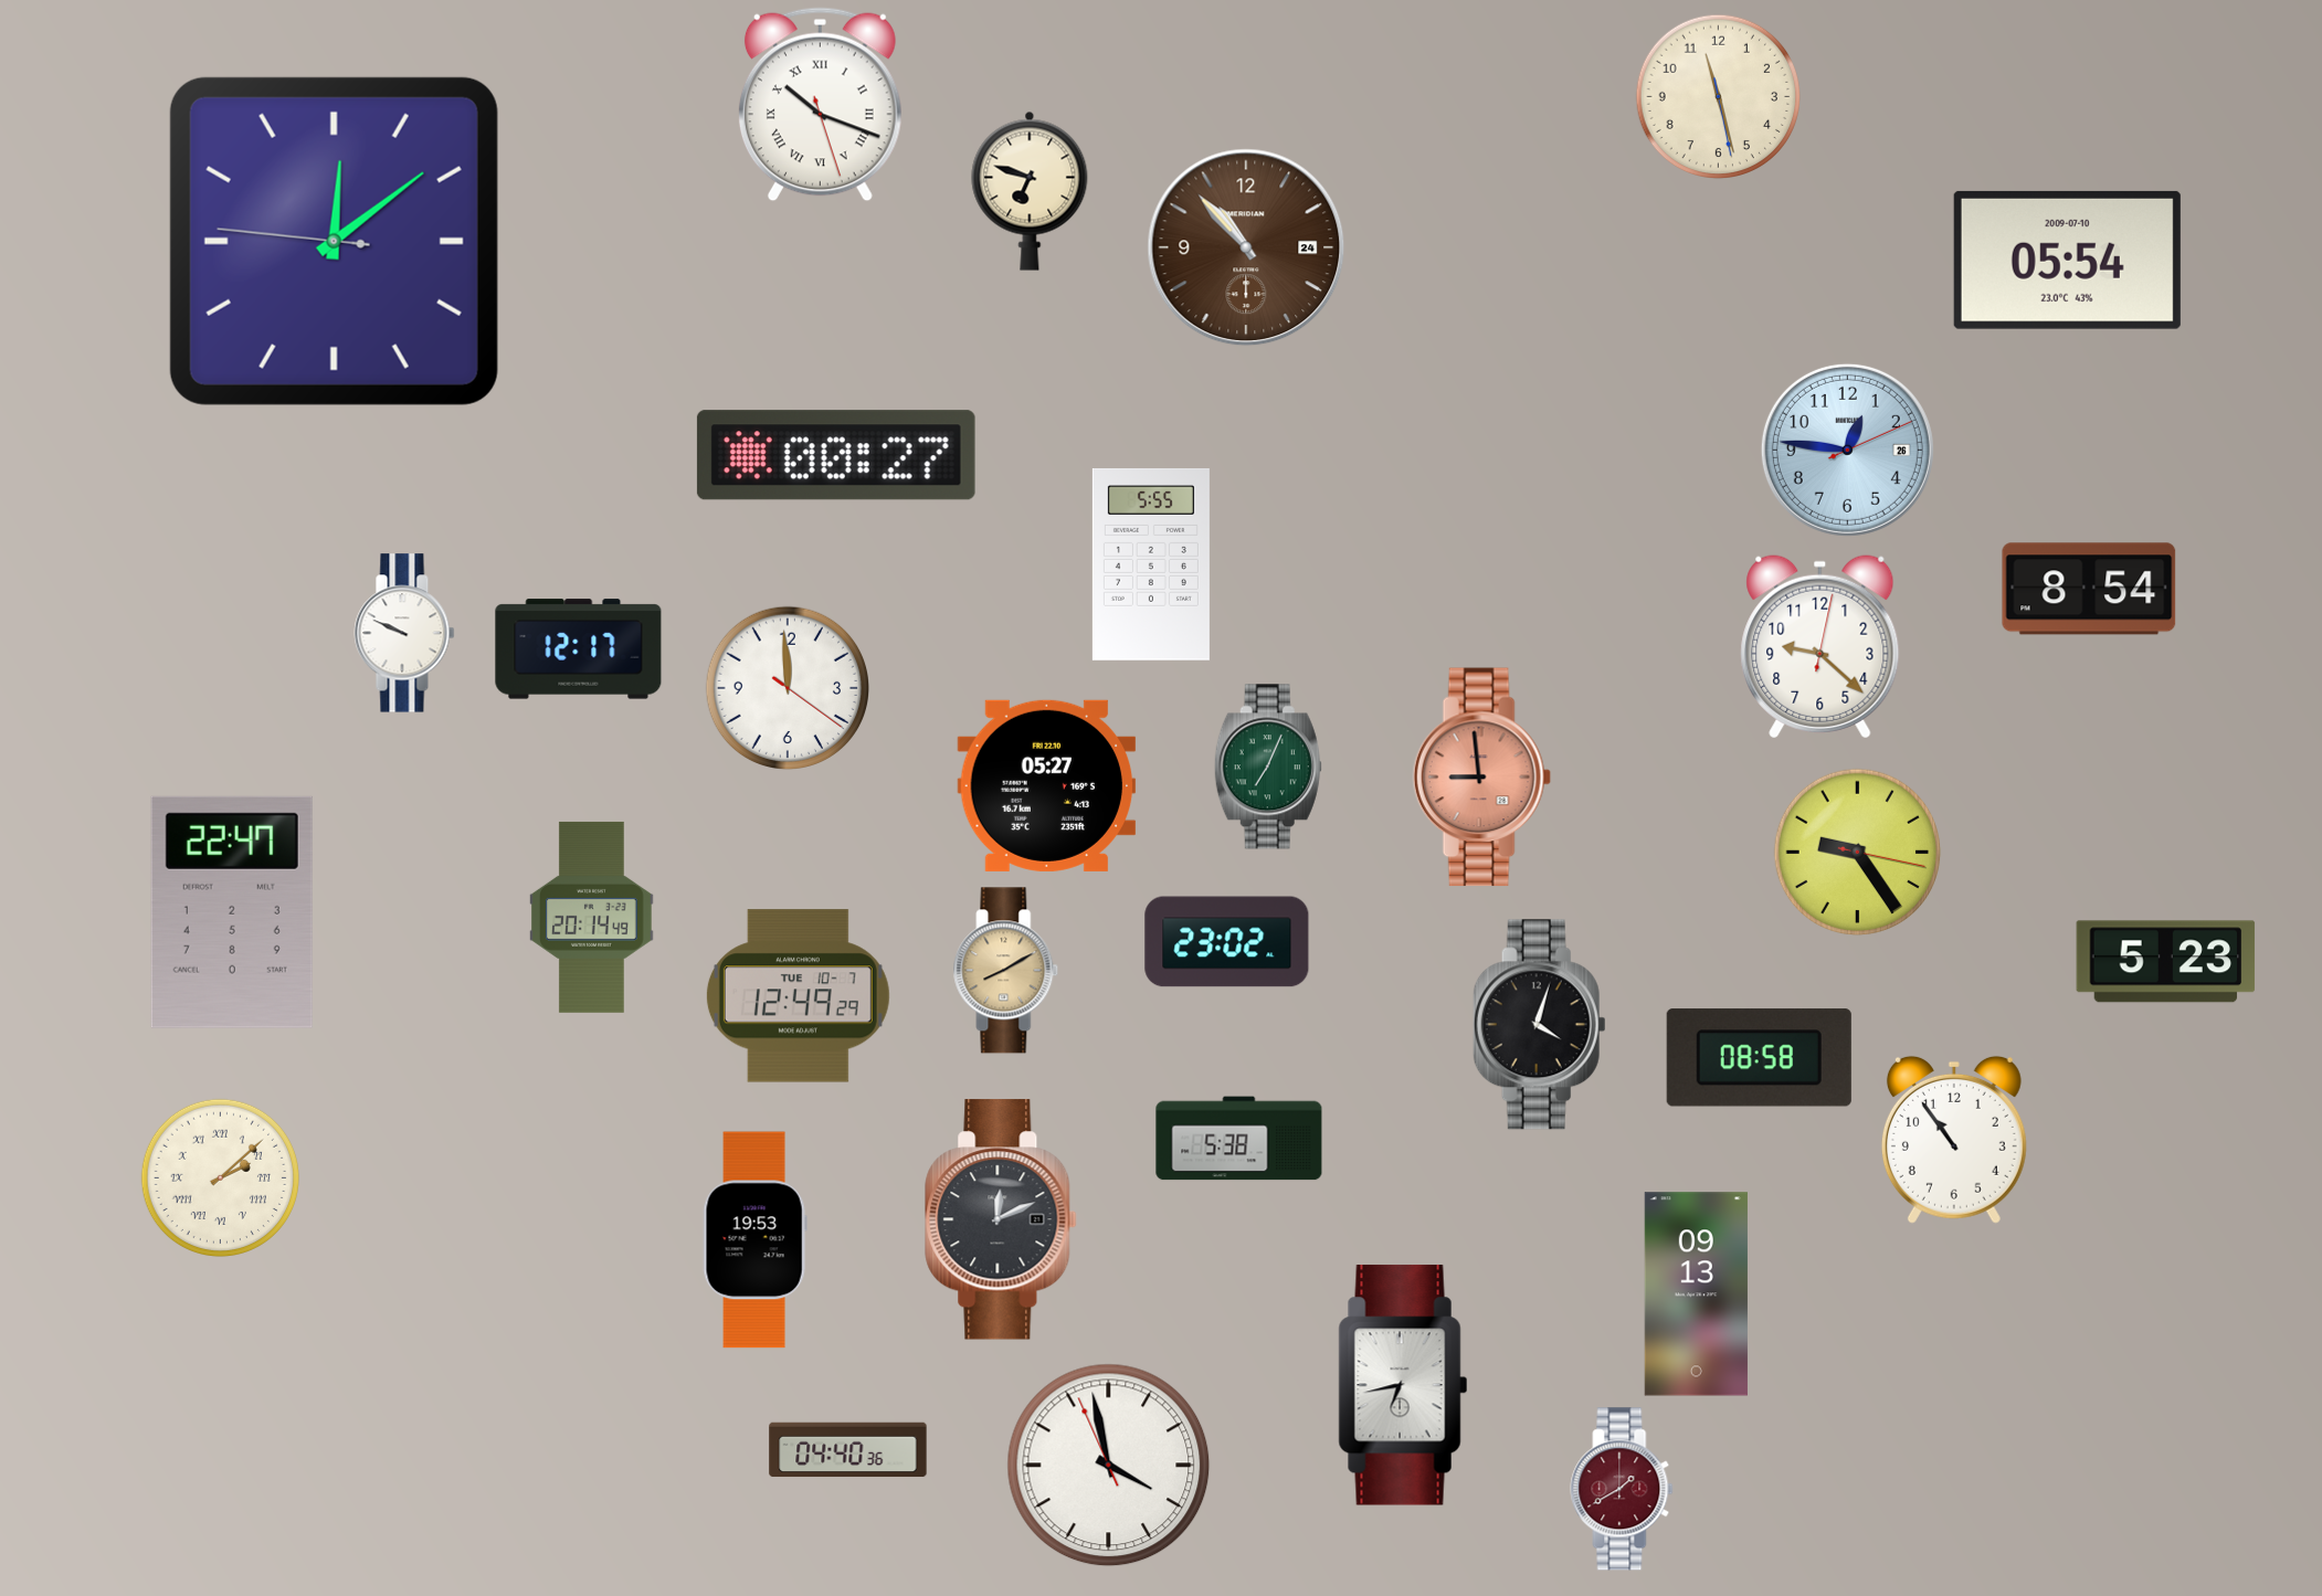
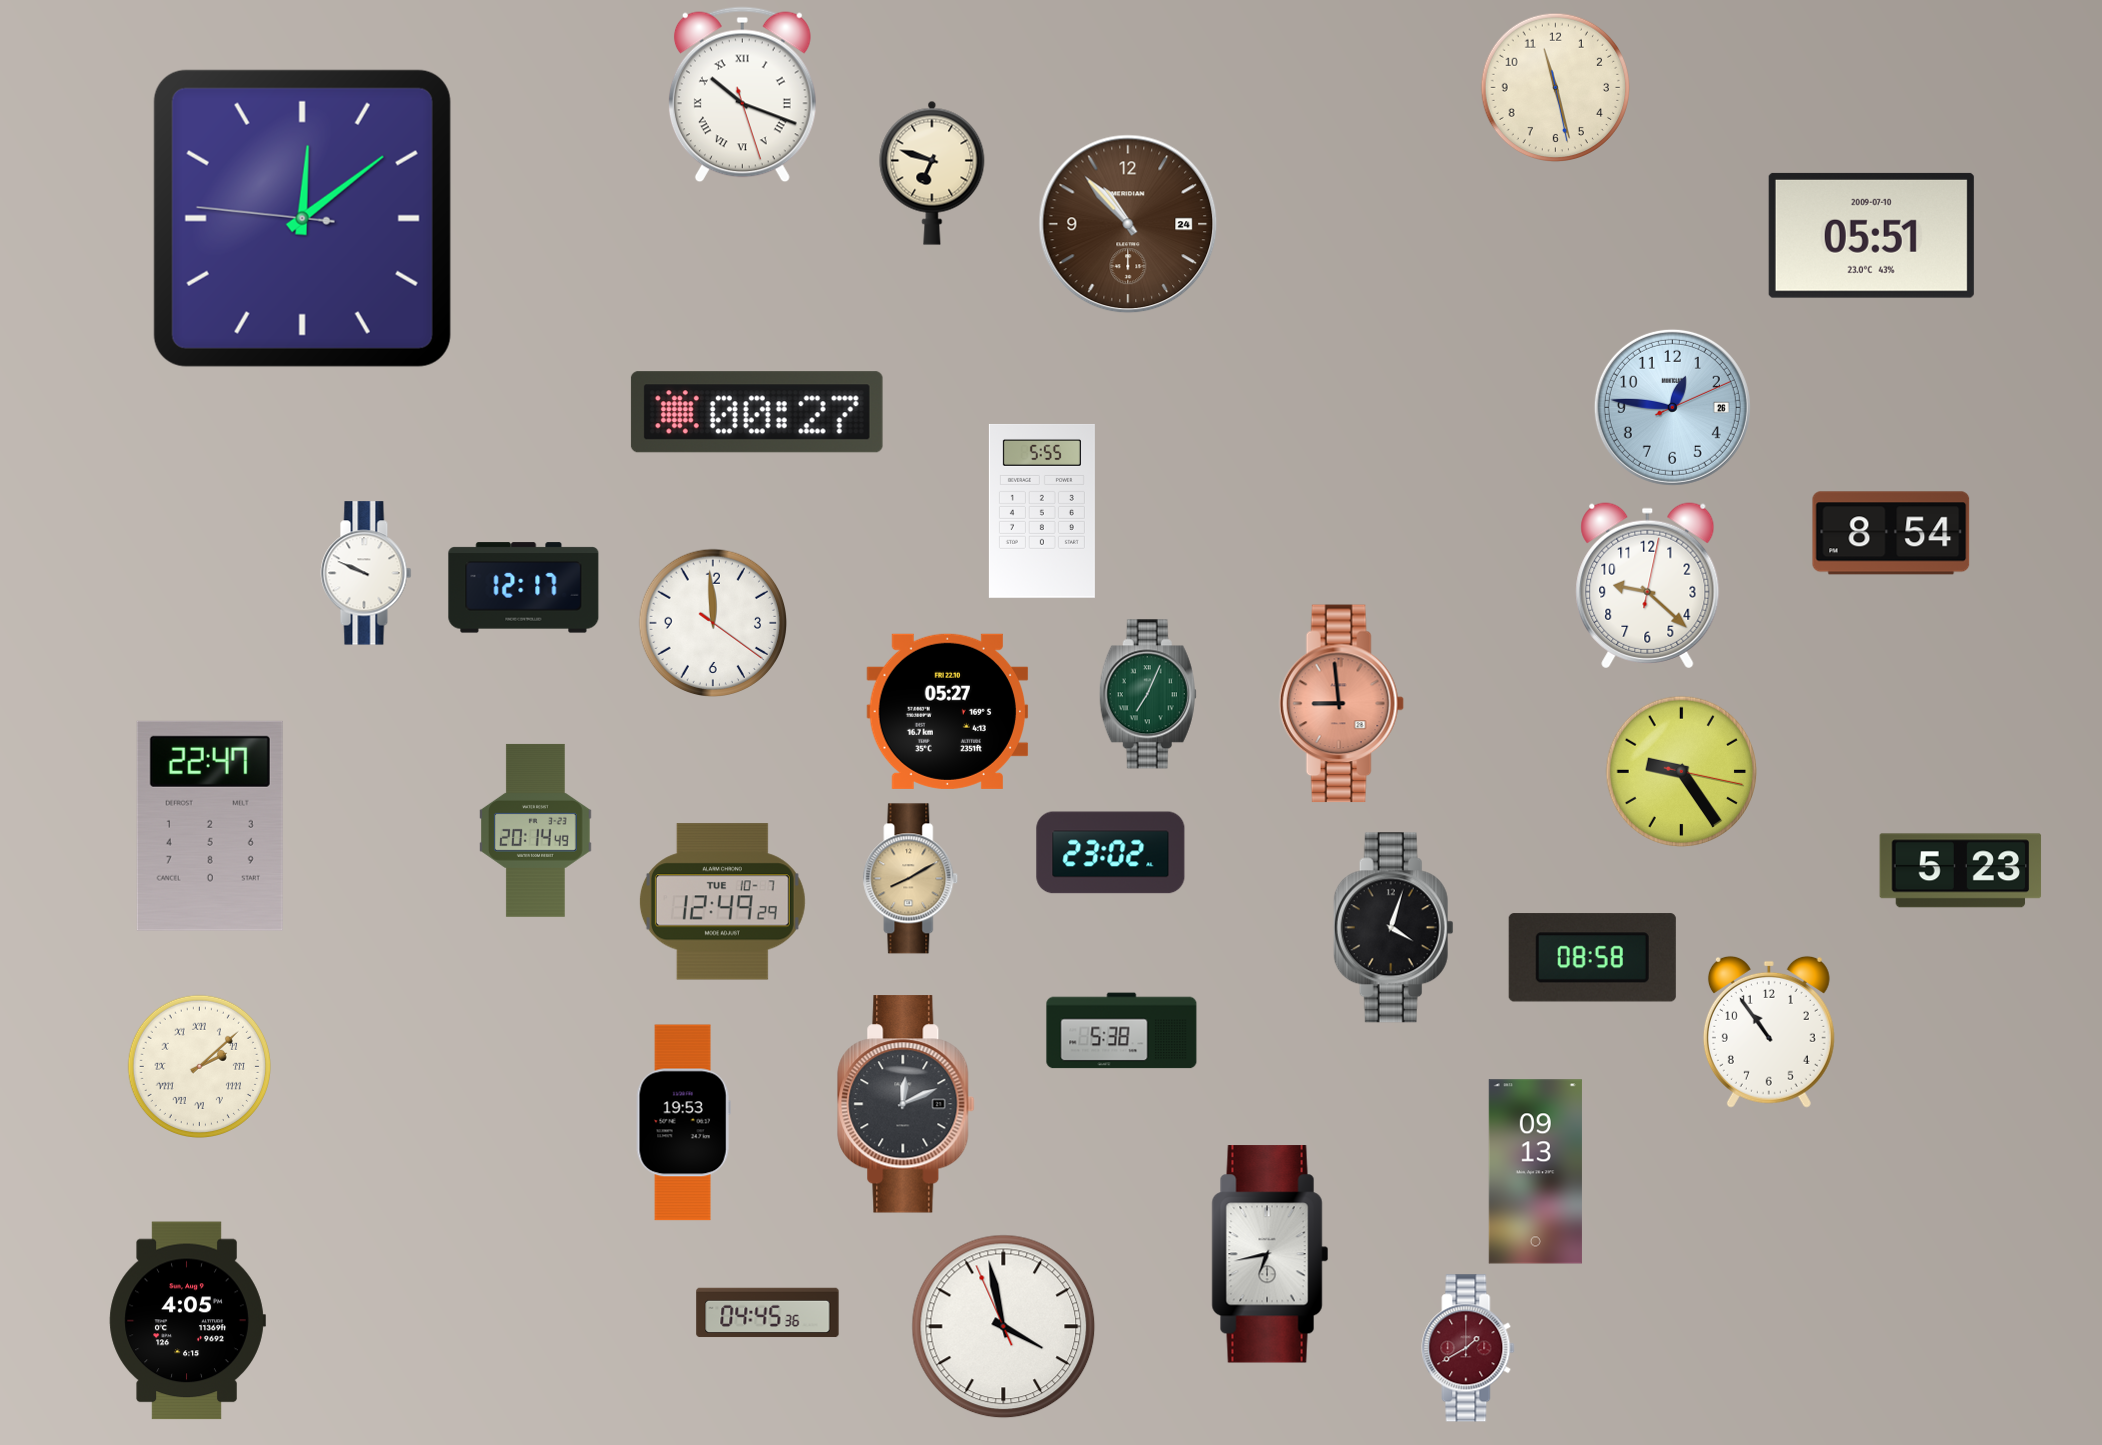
clock at (2067, 260): 05:54 -> 05:51
clock at (848, 1450): 04:40 -> 04:45
clock at (187, 1321): none -> 4:05
